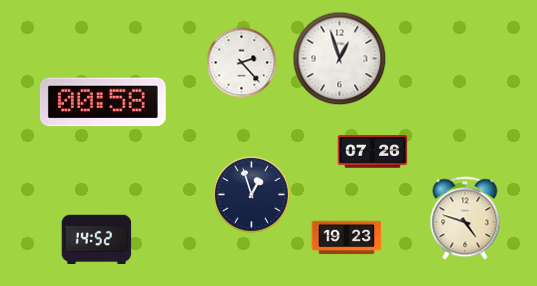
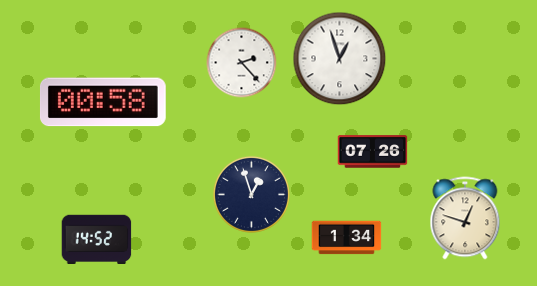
clock at (465, 218): 4:48 -> 12:48
clock at (347, 238): 19:23 -> 1:34
